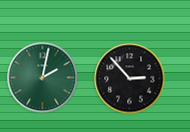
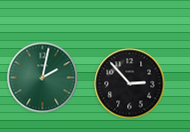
clock at (130, 79) position: (130, 79) -> (130, 84)
